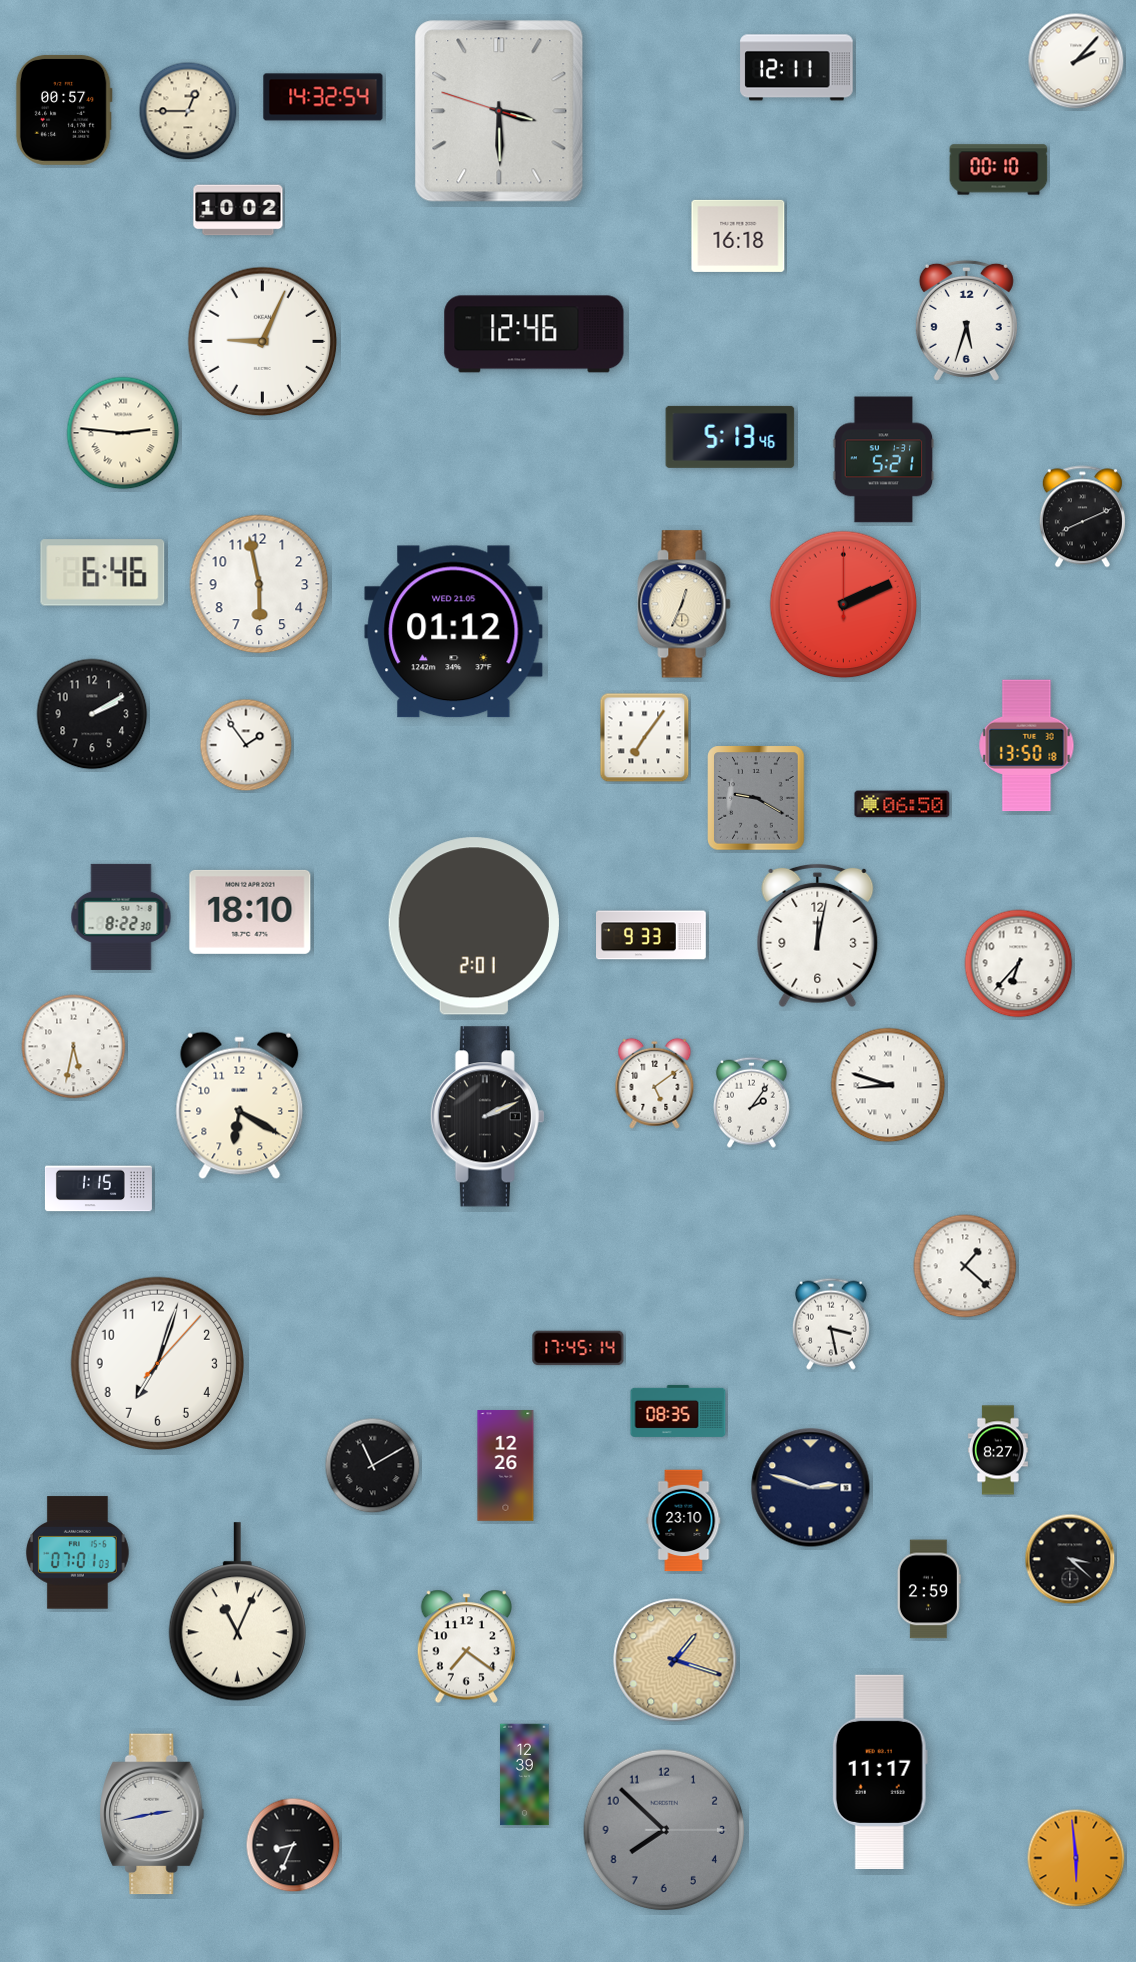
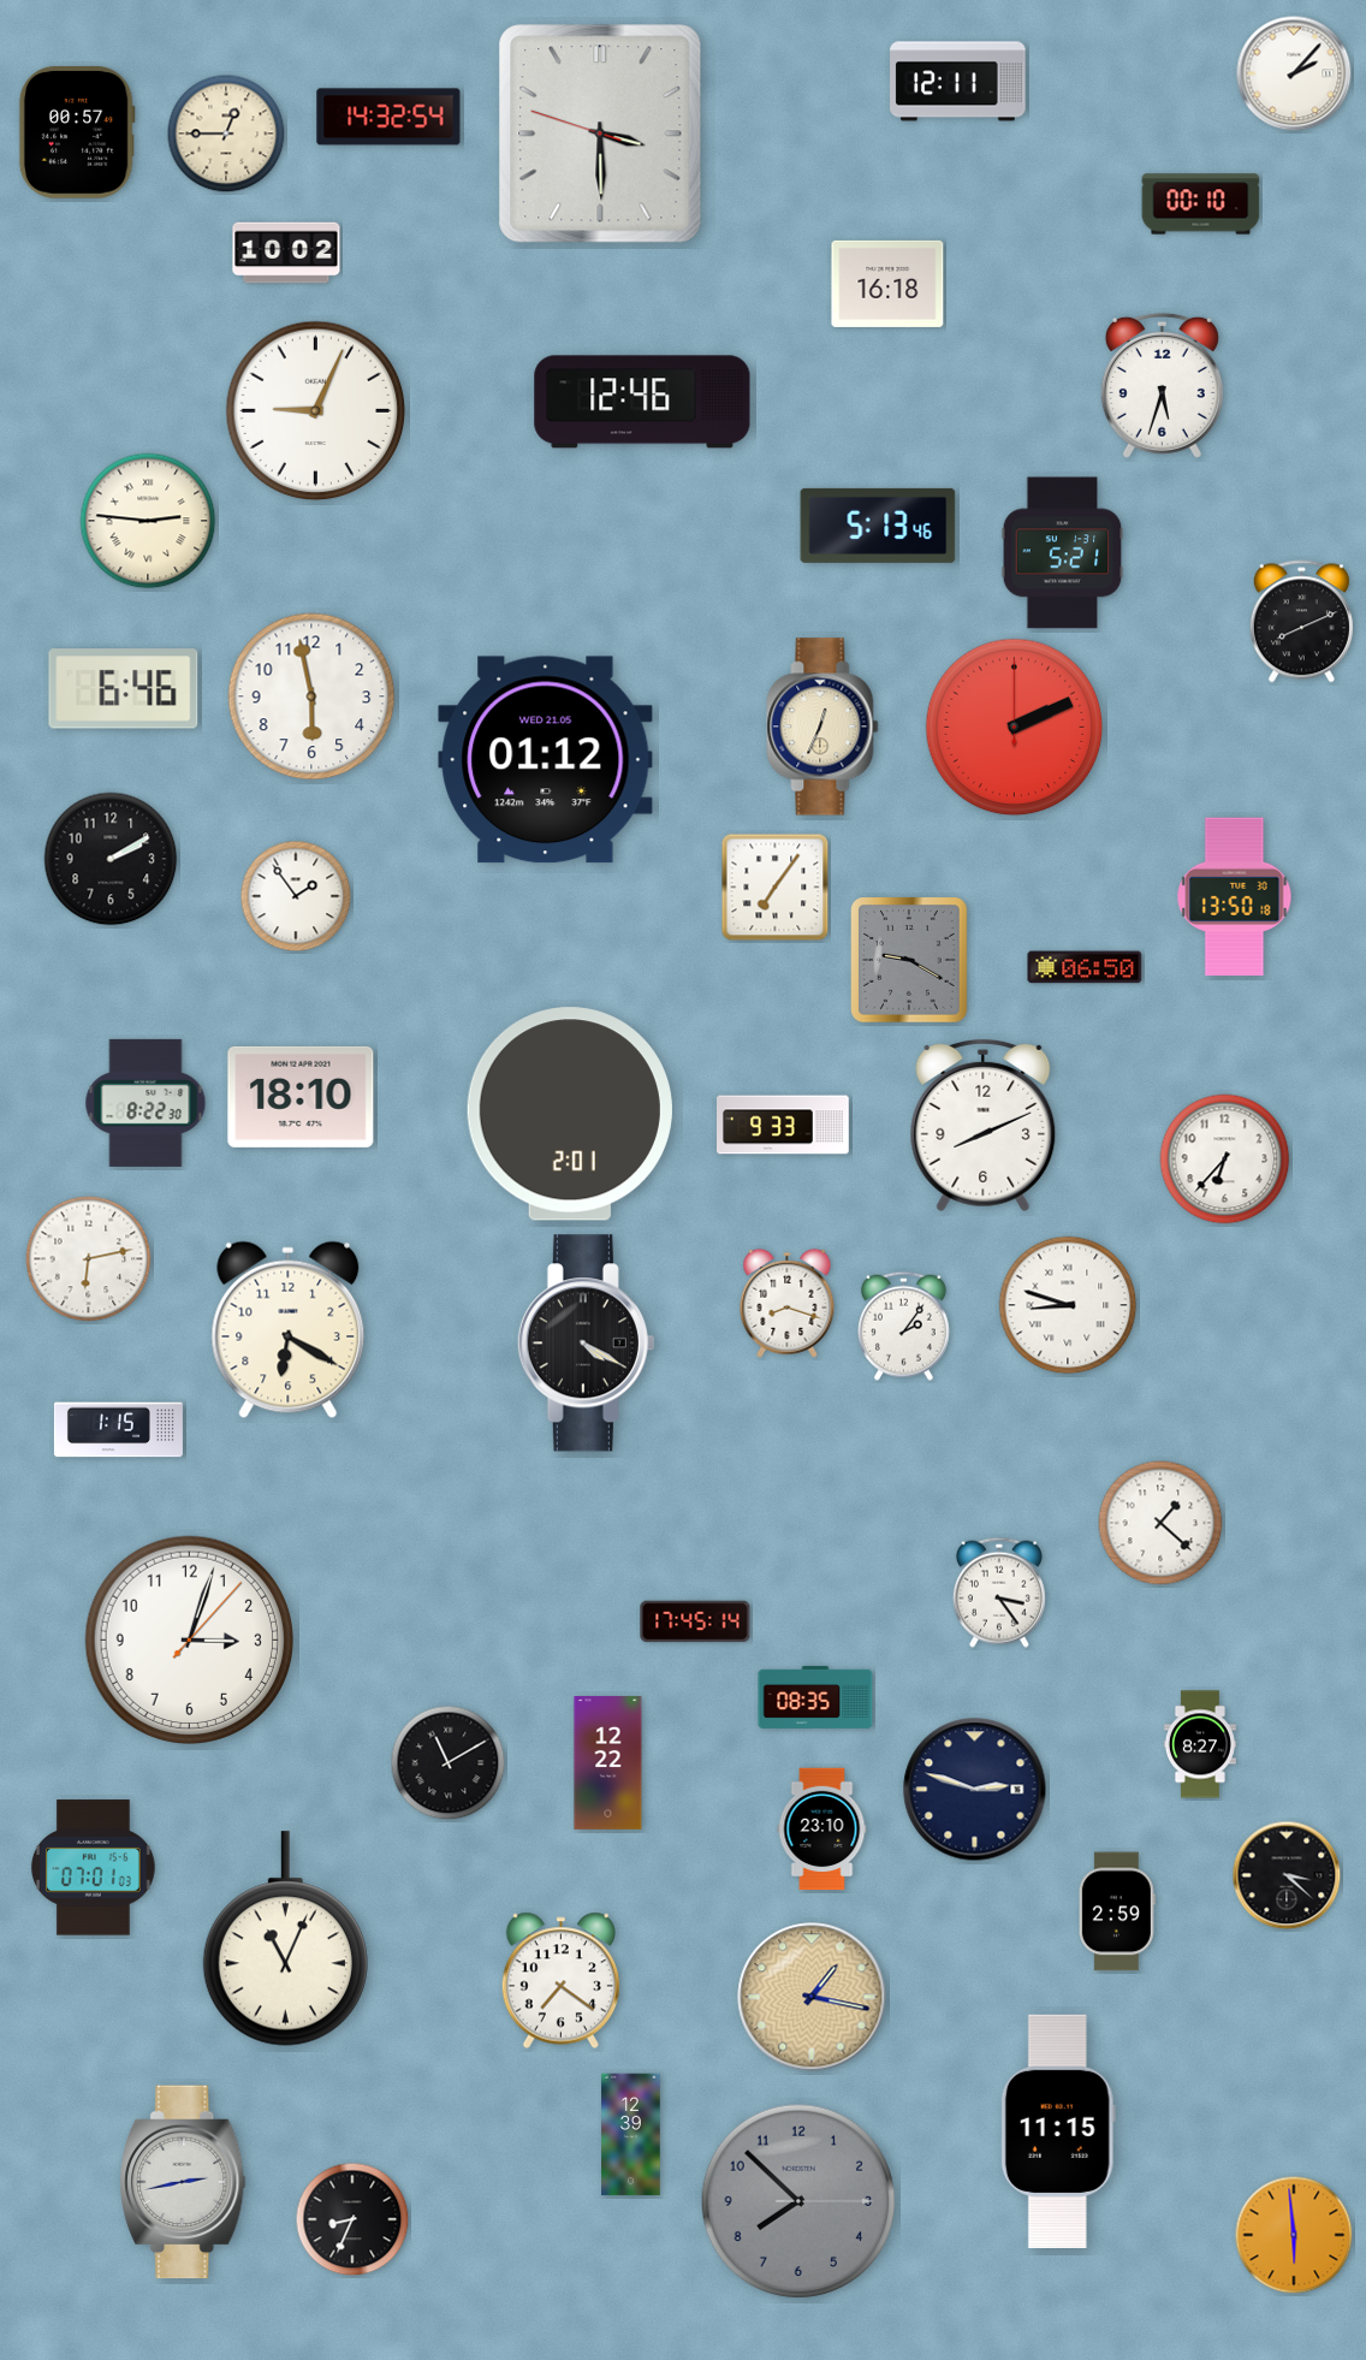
clock at (259, 584) position: (259, 584) -> (311, 696)
clock at (818, 936): 12:02 -> 8:11
clock at (74, 1047): 5:32 -> 6:13
clock at (655, 1083): 5:09 -> 8:18
clock at (487, 1117): 2:11 -> 4:20
clock at (831, 1324): 3:28 -> 3:24
clock at (157, 1363): 7:03 -> 3:03
clock at (506, 1466): 12:26 -> 12:22
clock at (675, 1660): 1:18 -> 1:17
clock at (880, 1772): 11:17 -> 11:15
